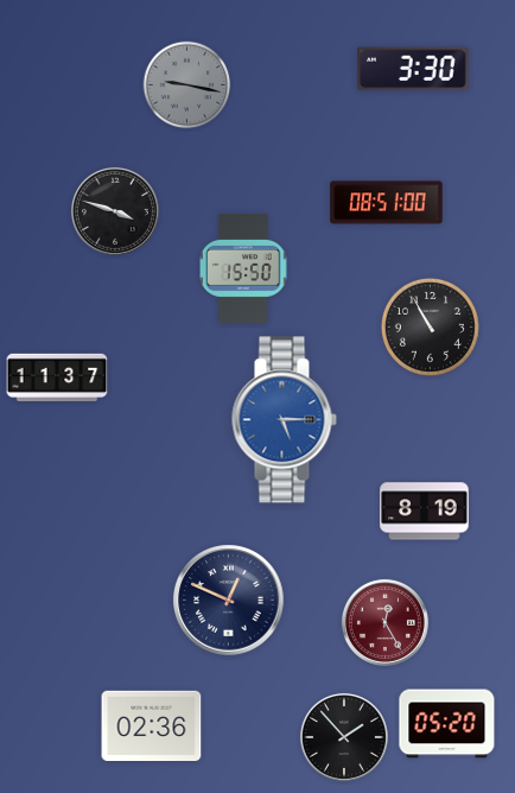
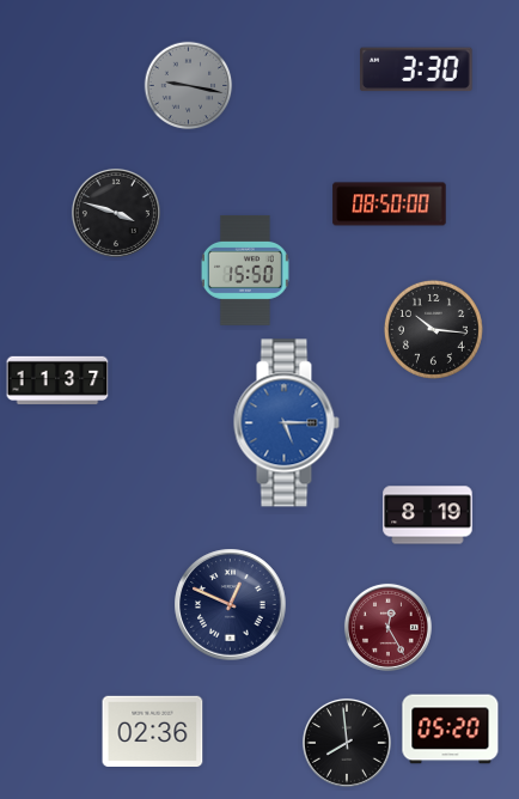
clock at (387, 203): 08:51 -> 08:50
clock at (430, 326): 10:55 -> 10:16
clock at (344, 737): 1:53 -> 7:59
